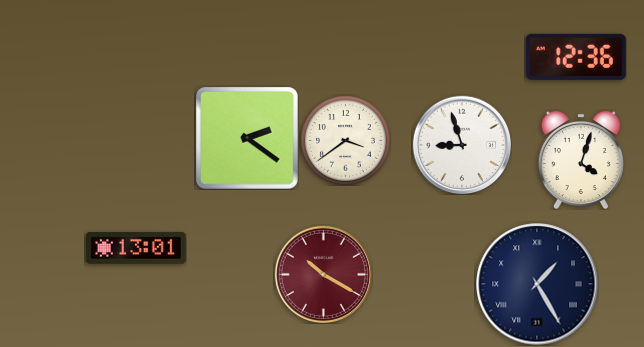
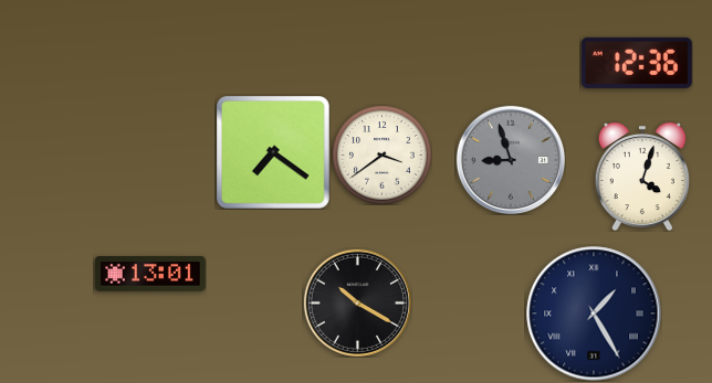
clock at (247, 138): 2:21 -> 7:21
clock at (461, 144) dial: white -> grey
clock at (323, 274) dial: burgundy -> black
